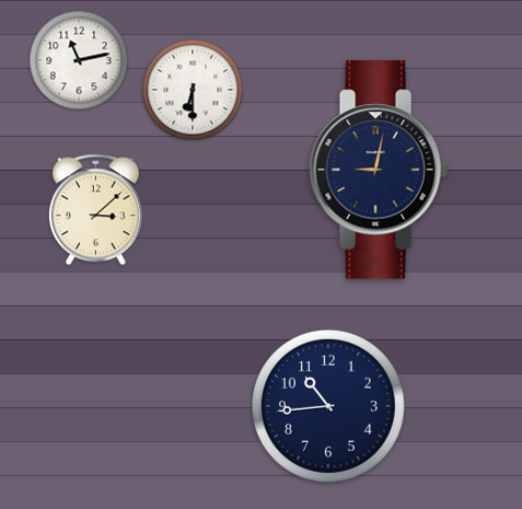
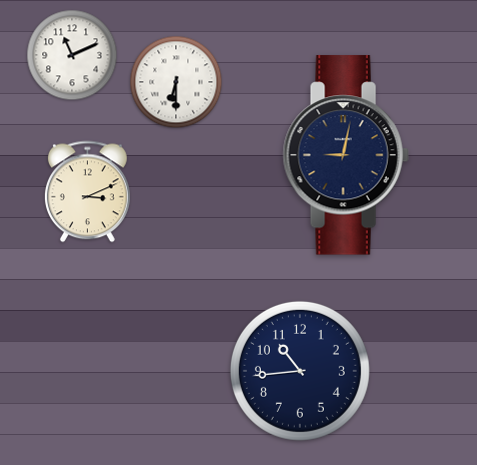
clock at (79, 60): 11:13 -> 11:11
clock at (95, 210): 3:08 -> 3:11
